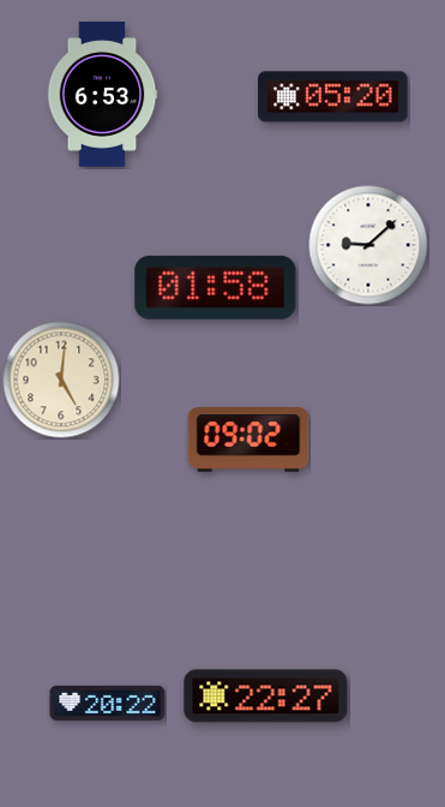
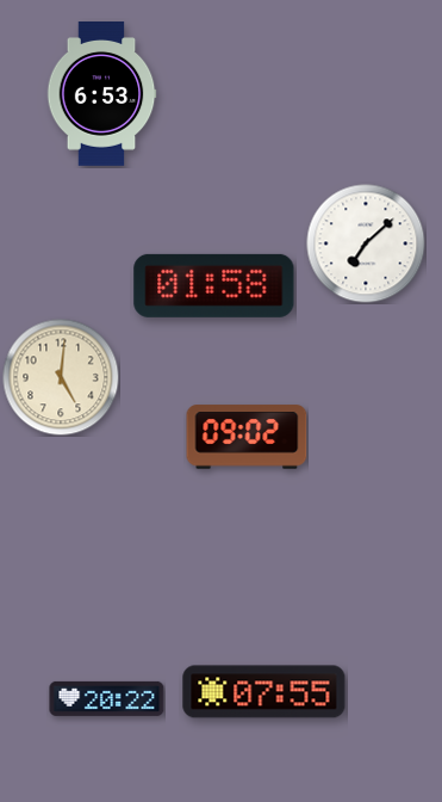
clock at (333, 97): 05:20 -> none
clock at (368, 245): 9:08 -> 7:08
clock at (266, 697): 22:27 -> 07:55
